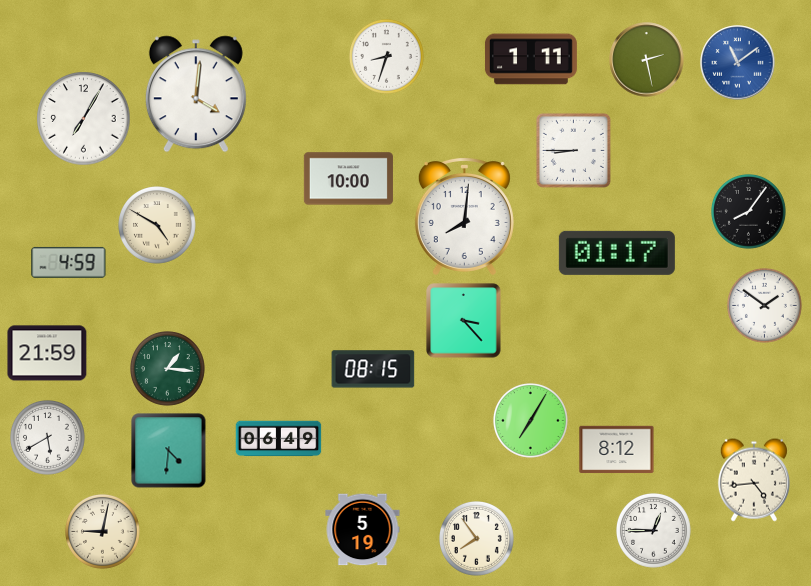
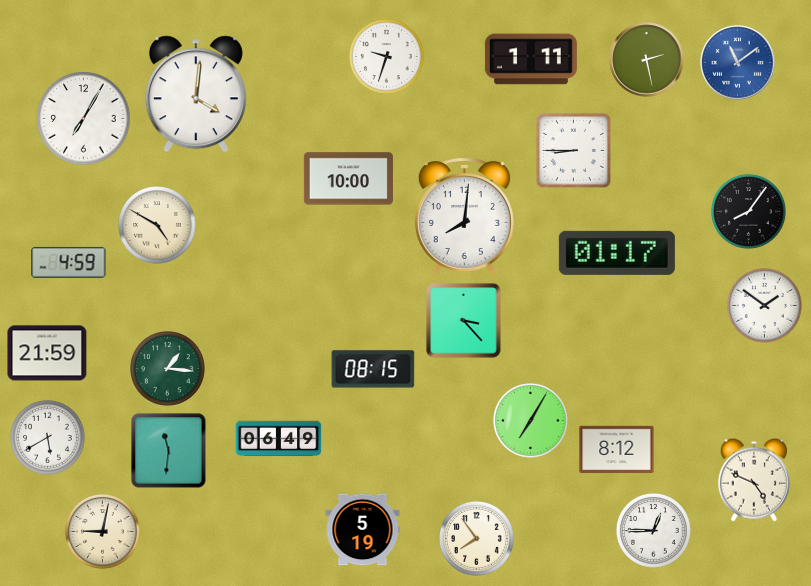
clock at (387, 57): 8:33 -> 9:33
clock at (169, 451): 4:31 -> 11:31
clock at (754, 480): 4:44 -> 4:49
